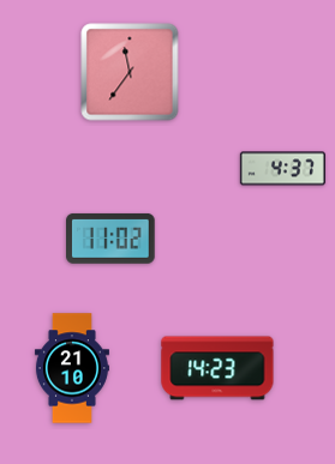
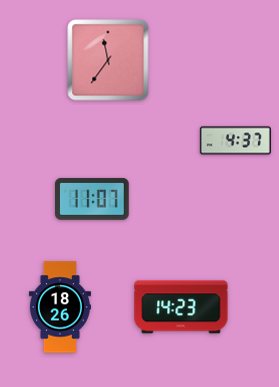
clock at (112, 239): 11:02 -> 11:07
clock at (72, 368): 21:10 -> 18:26
